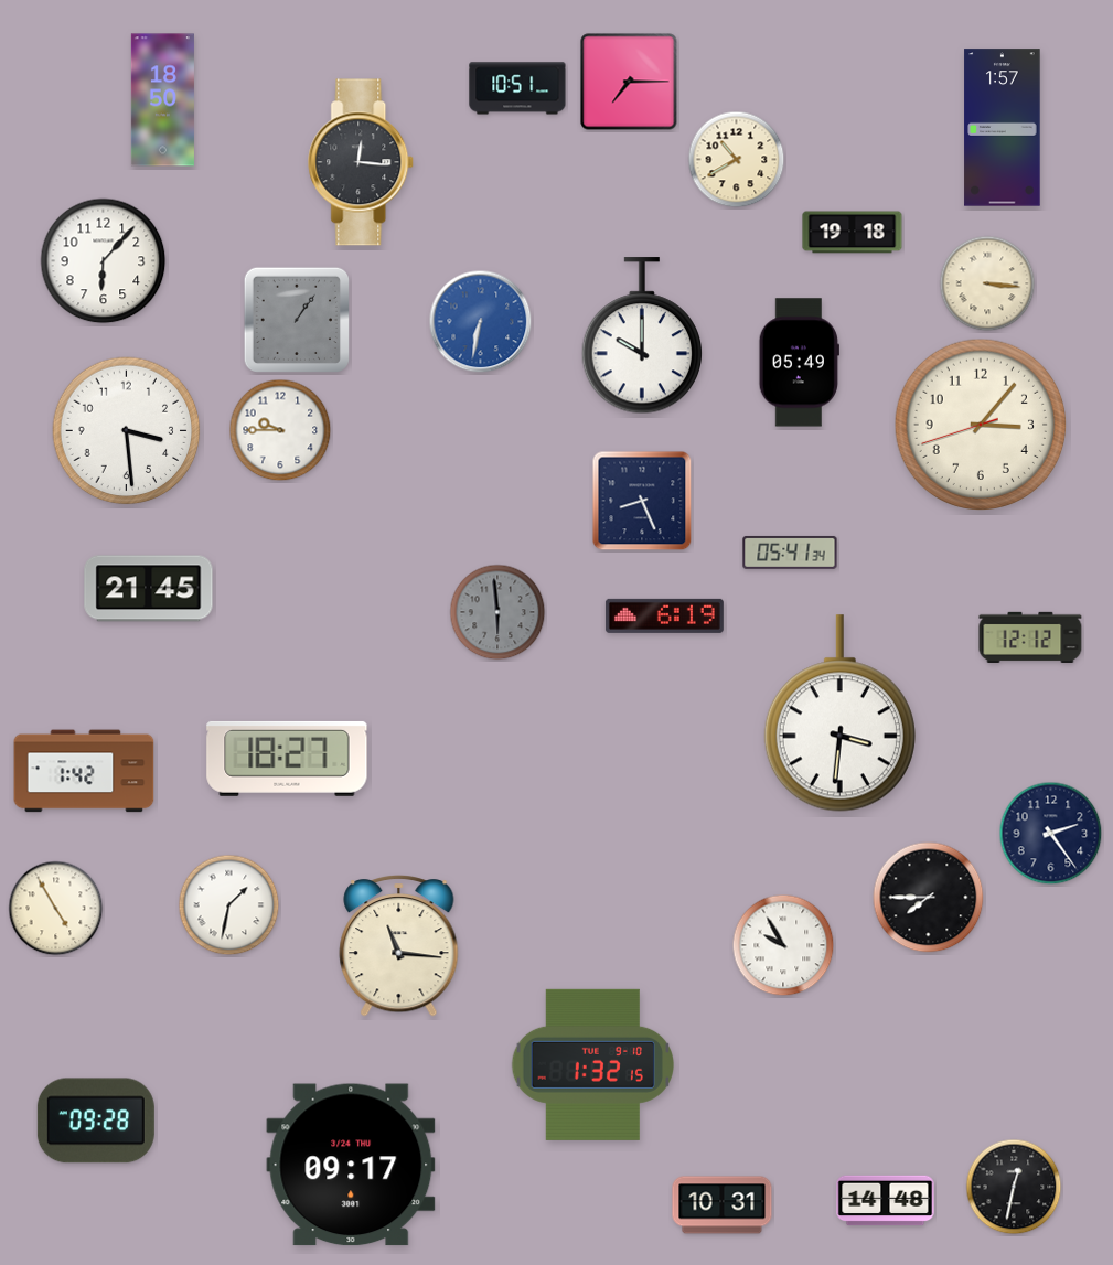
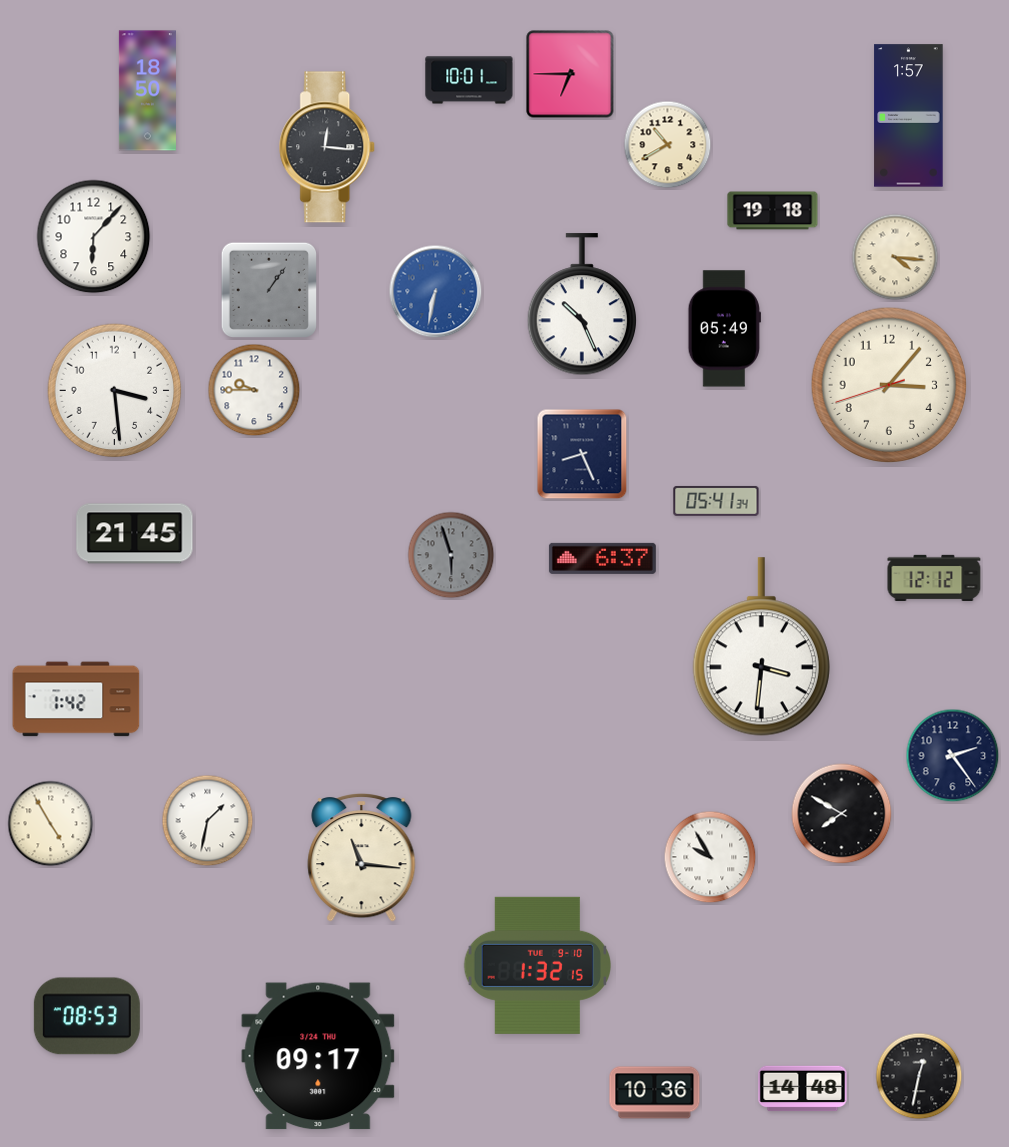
clock at (629, 82): 7:15 -> 6:45
clock at (517, 88): 10:51 -> 10:01
clock at (987, 283): 3:16 -> 4:16
clock at (641, 336): 10:00 -> 10:26
clock at (497, 612): 5:59 -> 5:57
clock at (664, 615): 6:19 -> 6:37
clock at (287, 759): 18:27 -> none
clock at (929, 898): 7:45 -> 7:50
clock at (96, 1121): 09:28 -> 08:53
clock at (723, 1205): 10:31 -> 10:36
